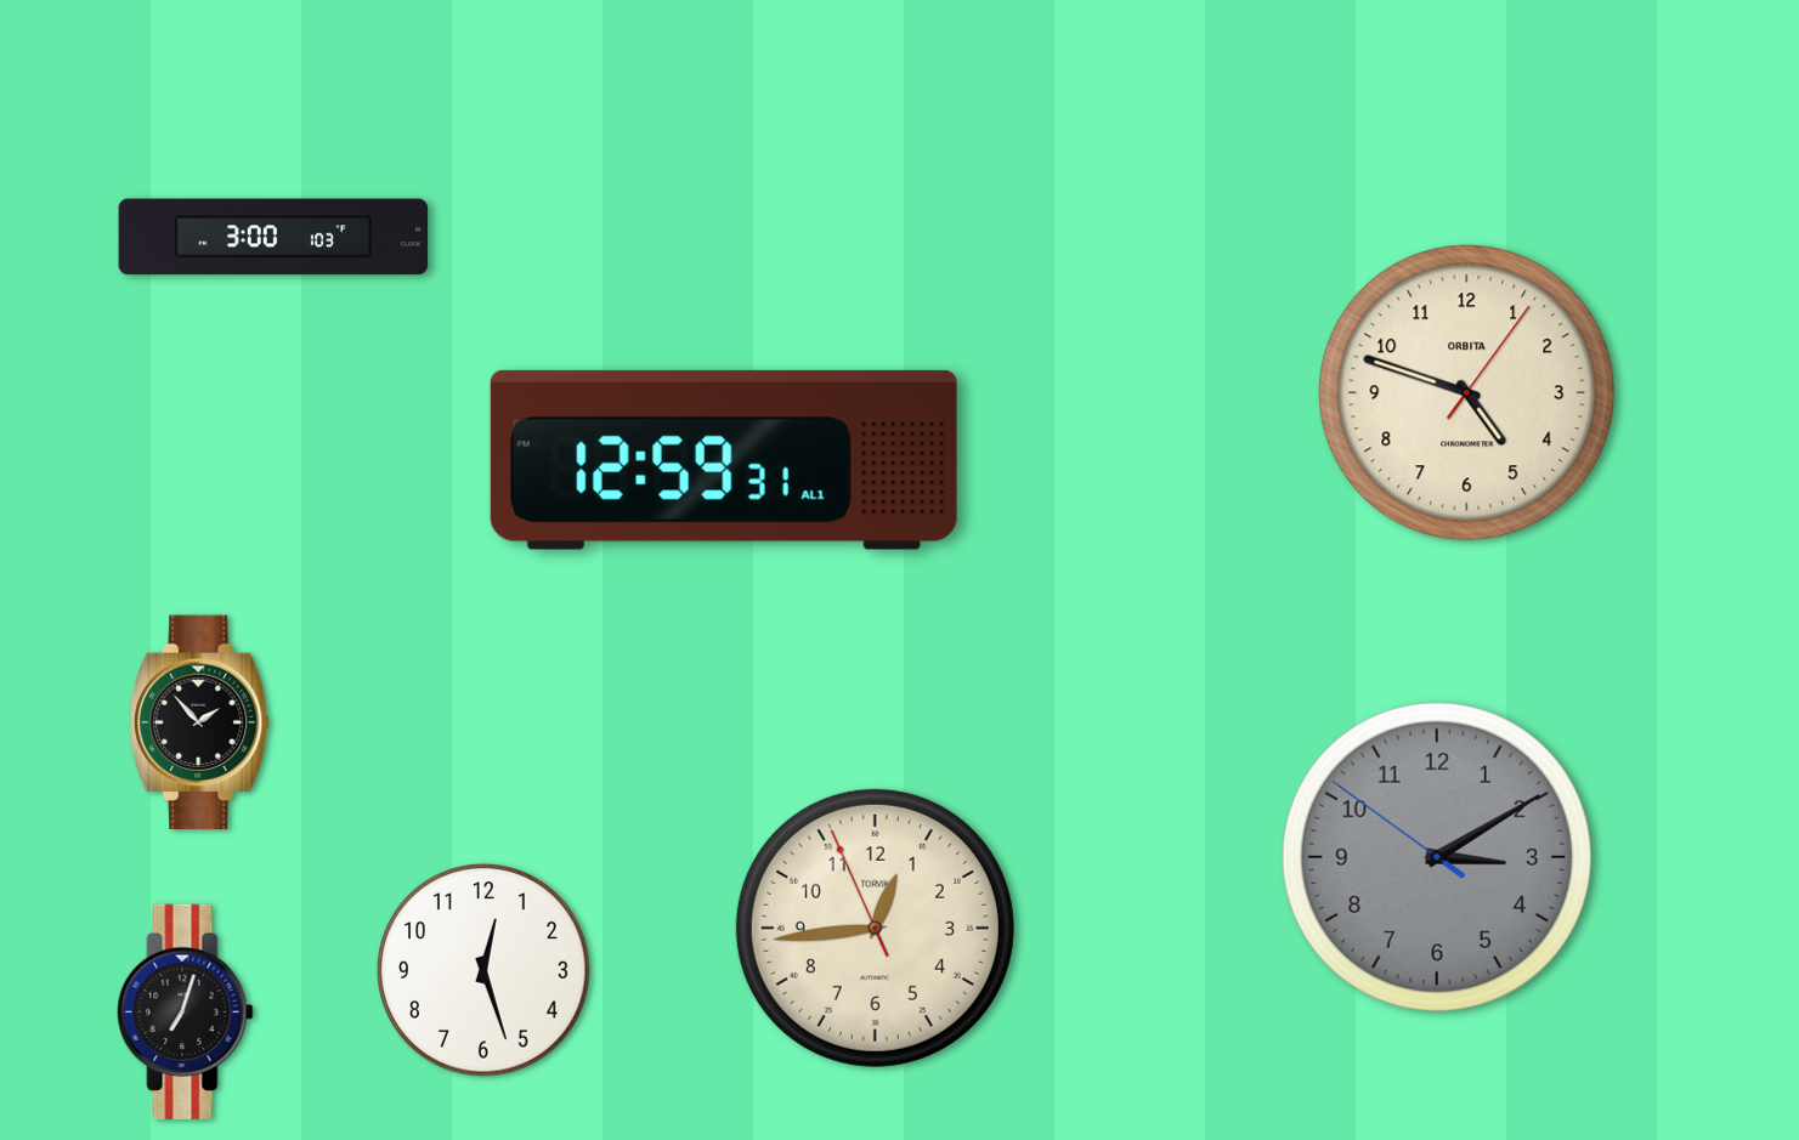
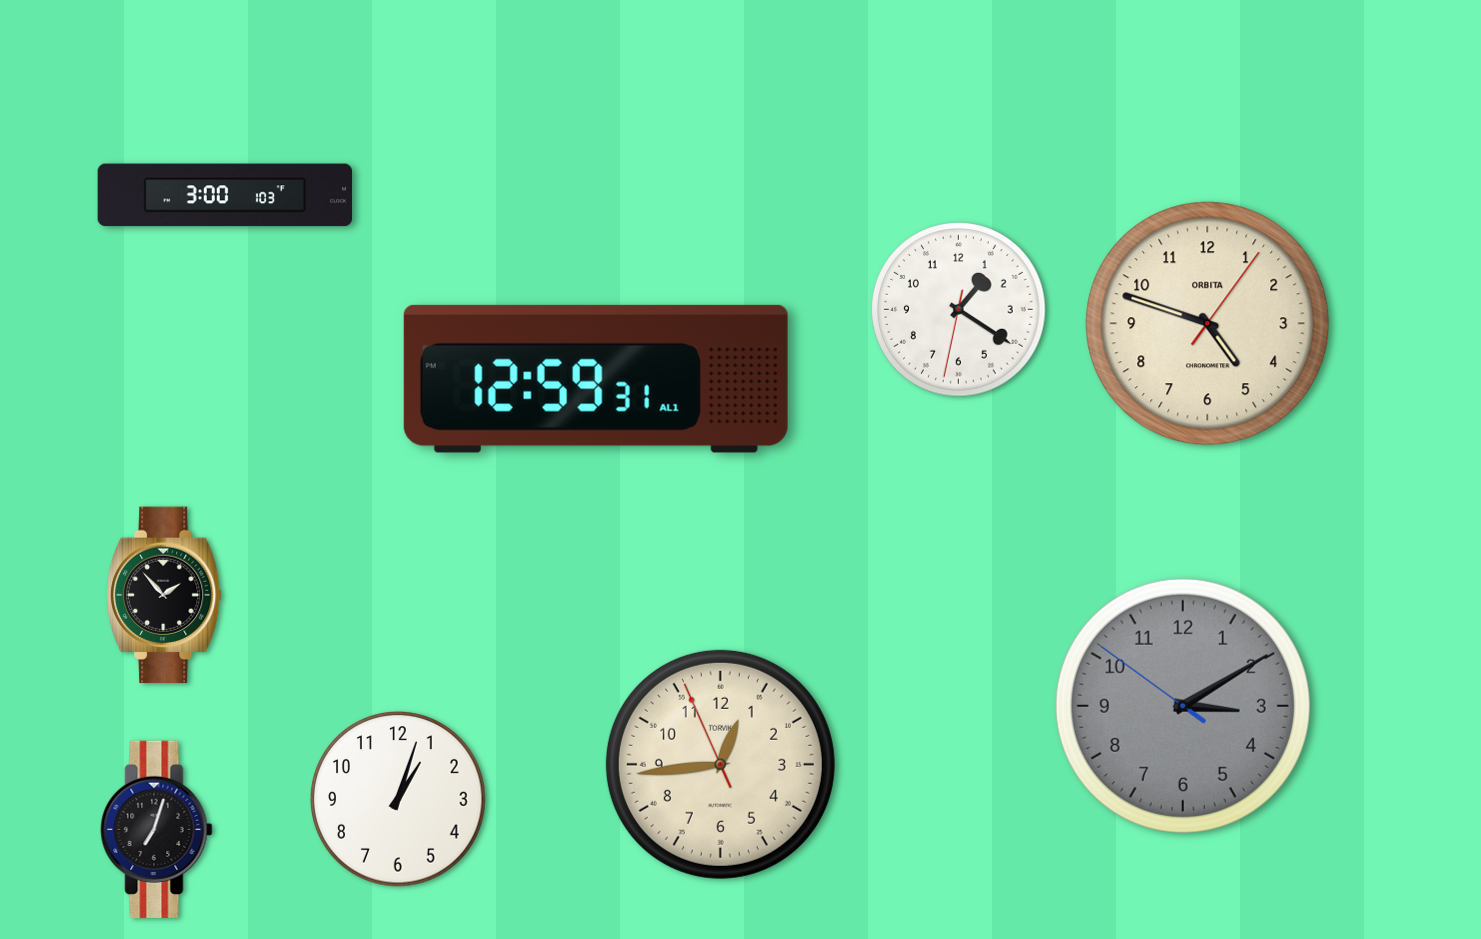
clock at (959, 310): none -> 1:20
clock at (483, 970): 12:27 -> 1:03
clock at (186, 1011) position: (186, 1011) -> (157, 829)
